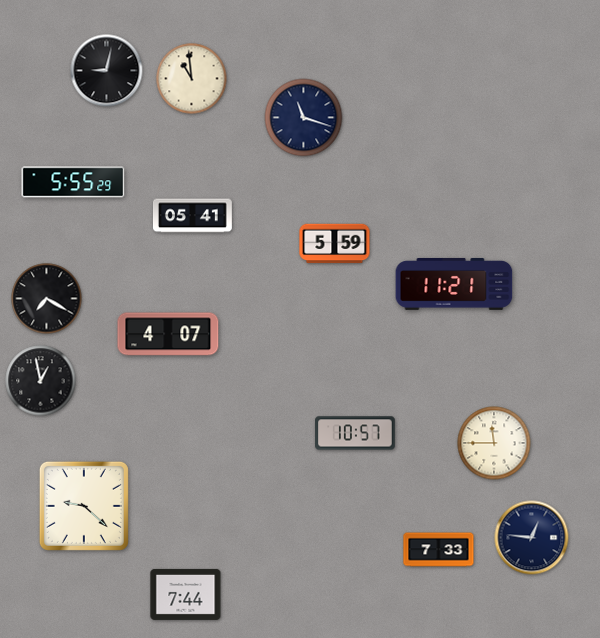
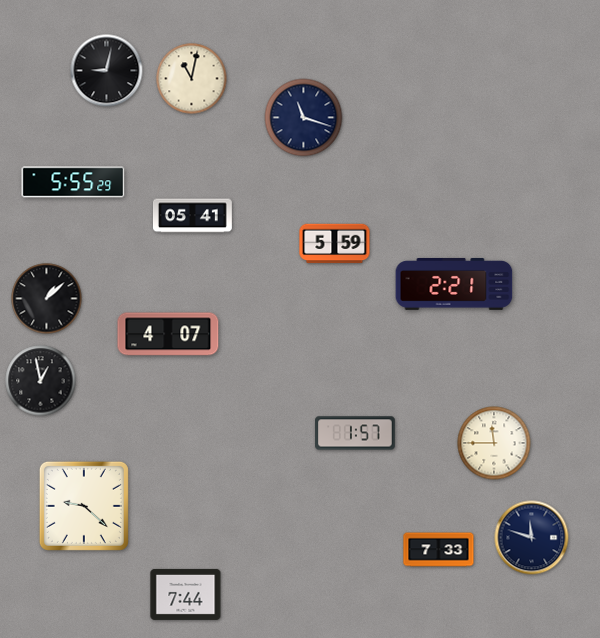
clock at (192, 79): 10:59 -> 11:02
clock at (454, 284): 11:21 -> 2:21
clock at (47, 299): 7:20 -> 1:08
clock at (355, 433): 10:57 -> 1:57
clock at (532, 538): 12:46 -> 11:48
